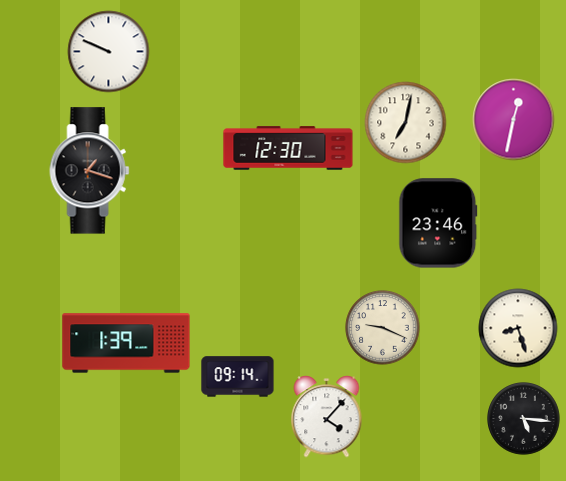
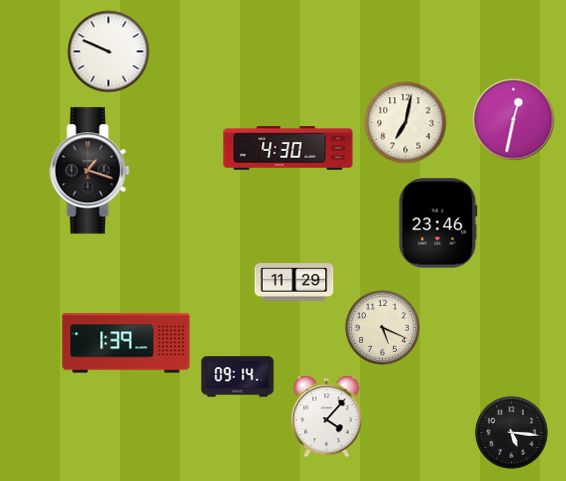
clock at (288, 148): 12:30 -> 4:30
clock at (294, 282): none -> 11:29
clock at (383, 328): 9:19 -> 5:19
clock at (518, 328): 8:27 -> none
clock at (524, 419) position: (524, 419) -> (512, 433)
